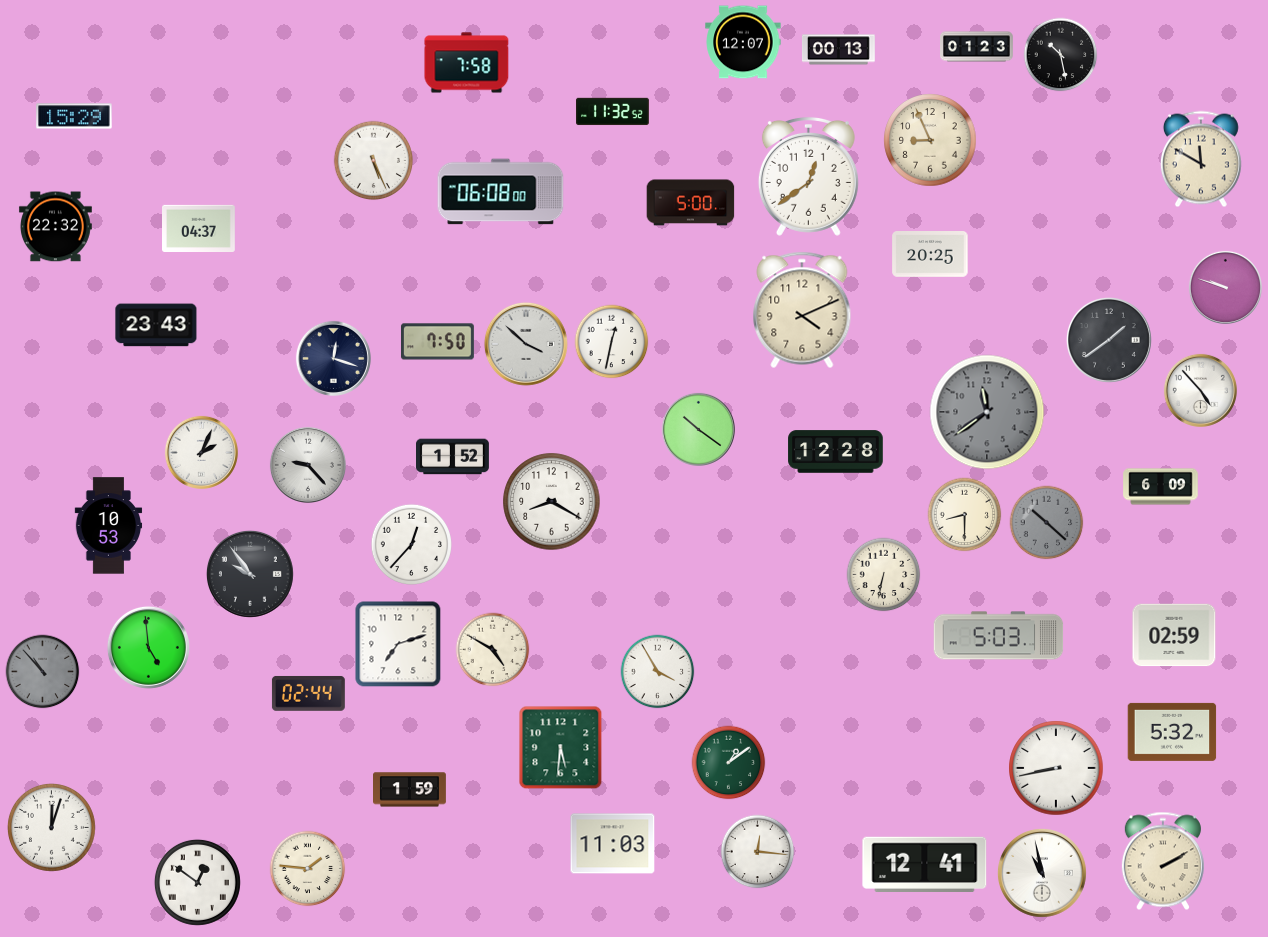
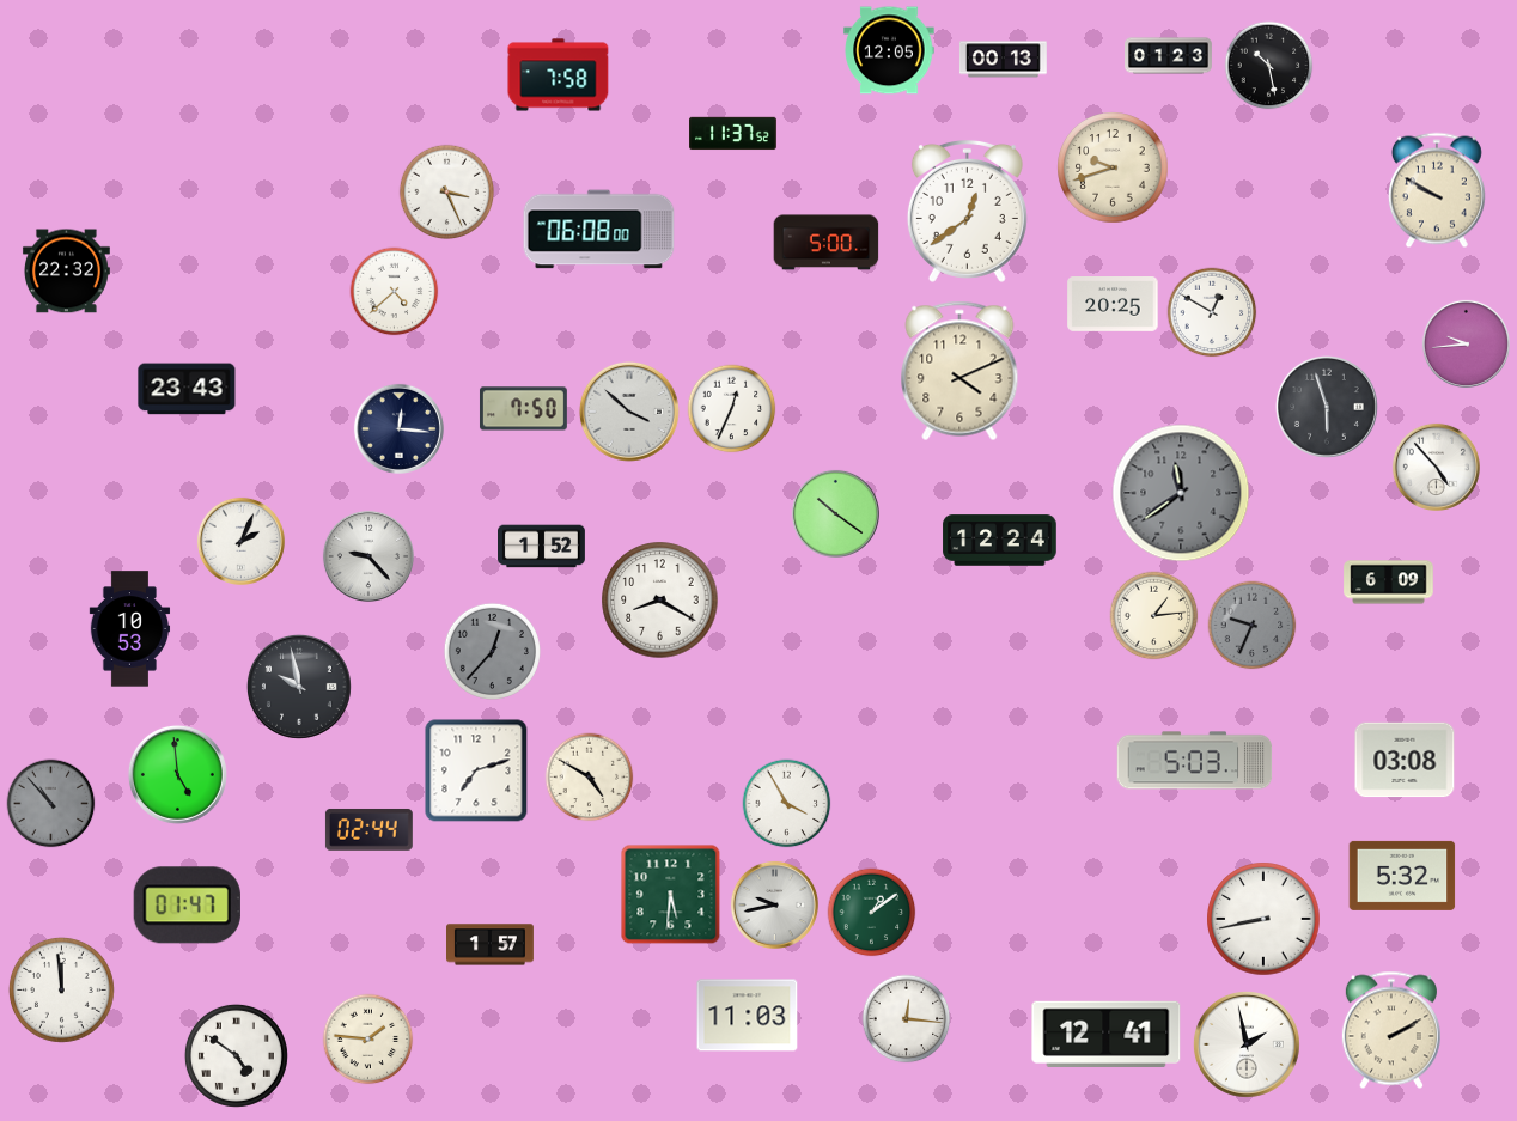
clock at (743, 42): 12:07 -> 12:05
clock at (613, 112): 11:32 -> 11:37
clock at (74, 116): 15:29 -> none
clock at (930, 140): 8:56 -> 9:42
clock at (1201, 159): 11:50 -> 9:50
clock at (374, 161): 5:26 -> 3:26
clock at (199, 228): 04:37 -> none
clock at (395, 292): none -> 4:38
clock at (1212, 312): none -> 12:50
clock at (1225, 287): 9:48 -> 9:44
clock at (1109, 340): 1:39 -> 5:57
clock at (612, 342): 12:32 -> 12:34
clock at (333, 358): 12:18 -> 12:16
clock at (836, 452): 12:28 -> 12:24
clock at (965, 515): 8:30 -> 1:14
clock at (1047, 523): 10:22 -> 9:34
clock at (411, 544) dial: white -> grey
clock at (250, 574): 9:54 -> 9:58
clock at (884, 575): 6:32 -> none
clock at (1174, 635): 02:59 -> 03:08
clock at (774, 904): none -> 9:43
clock at (187, 906): none -> 01:47
clock at (410, 790): 1:59 -> 1:57
clock at (51, 827): 12:03 -> 11:59
clock at (613, 844) position: (613, 844) -> (748, 1016)
clock at (1042, 873): 10:58 -> 1:58
clock at (197, 882): 12:51 -> 4:51
